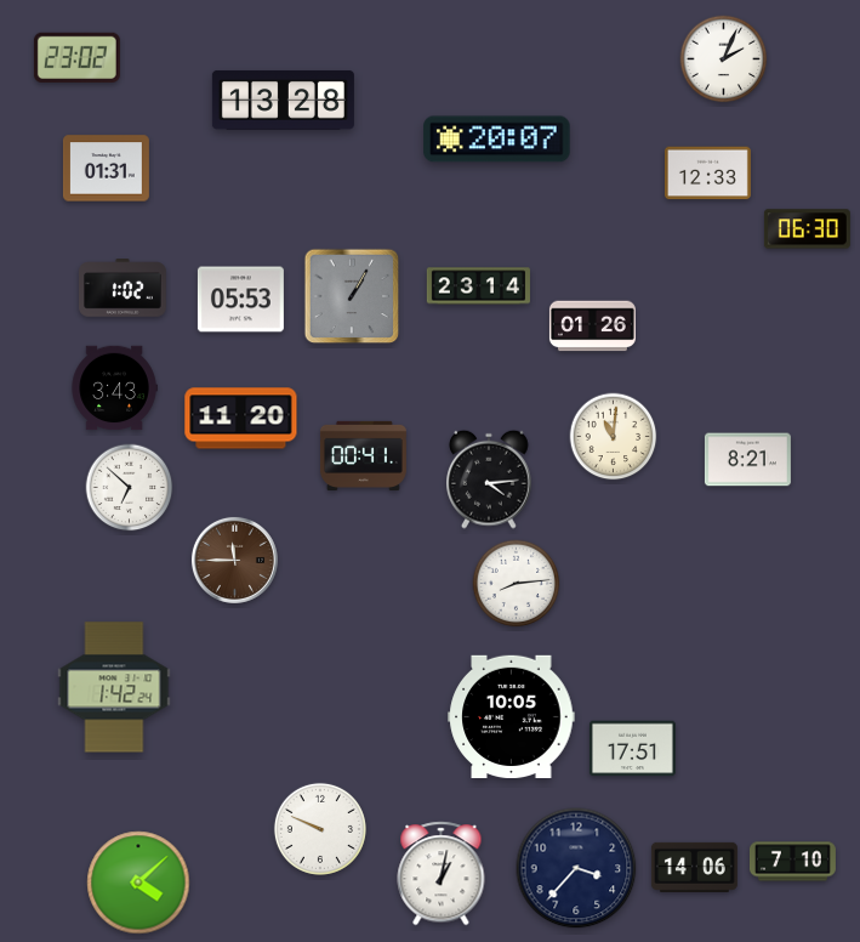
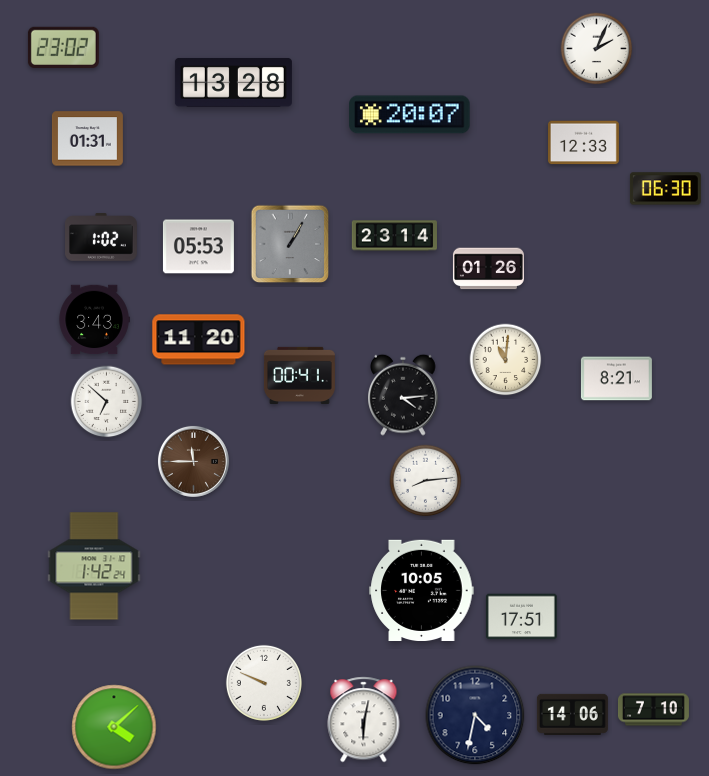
clock at (241, 419) position: (241, 419) -> (199, 340)
clock at (576, 868): 3:37 -> 4:32
clock at (442, 874): 1:02 -> 6:02
